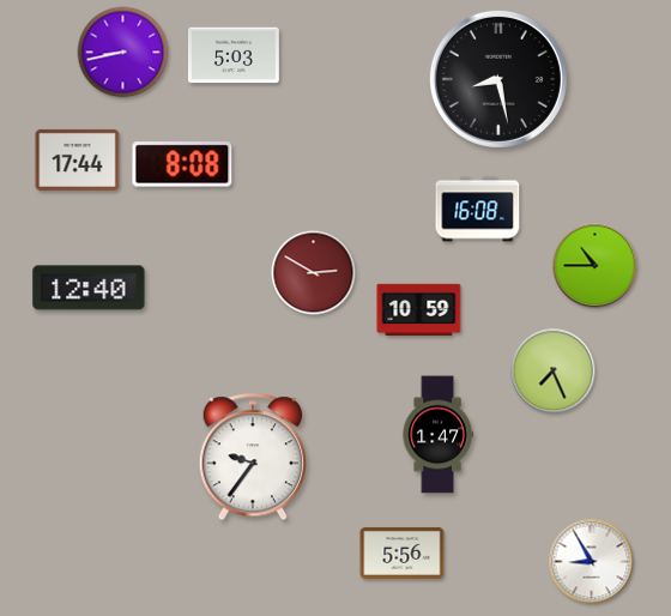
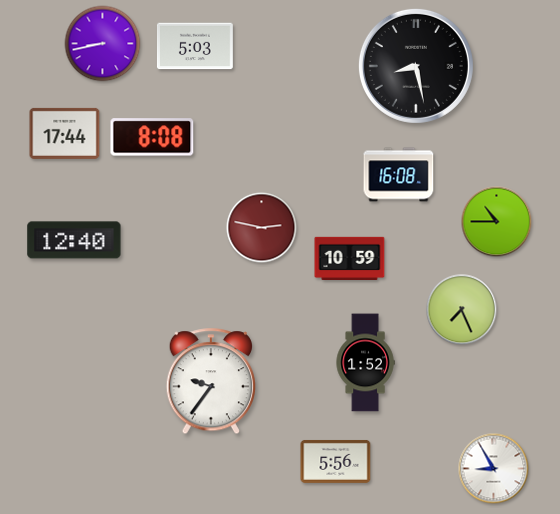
clock at (314, 273): 2:50 -> 2:47
clock at (437, 435): 1:47 -> 1:52
